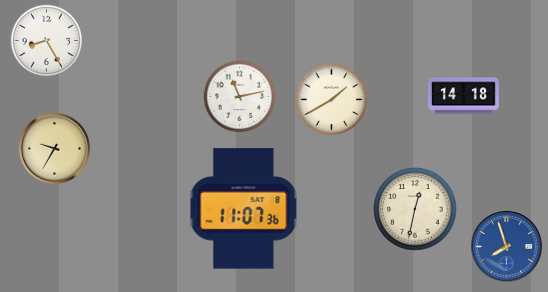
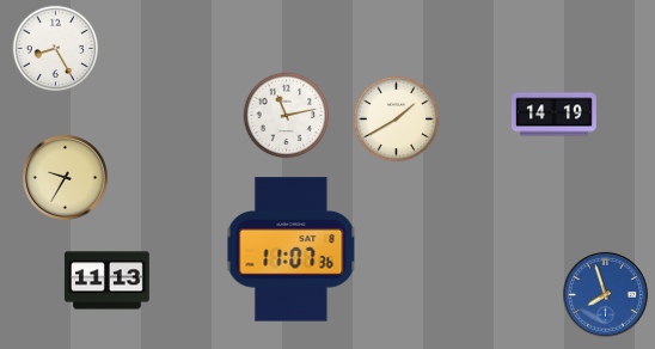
clock at (463, 96): 14:18 -> 14:19
clock at (415, 209): 12:32 -> none
clock at (106, 281): none -> 11:13
